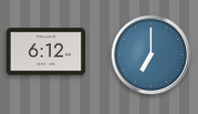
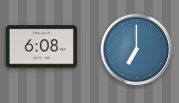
clock at (46, 52): 6:12 -> 6:08
